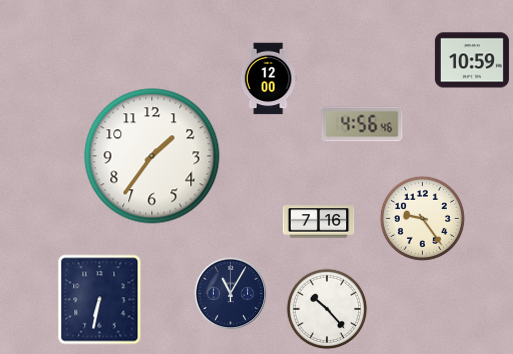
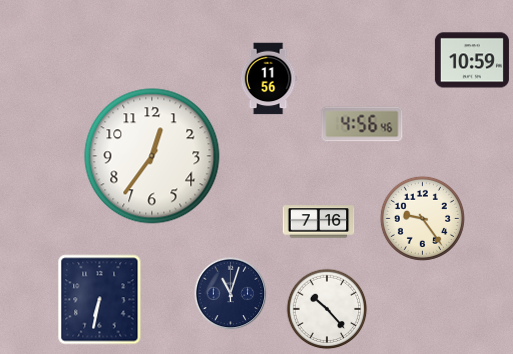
clock at (268, 79): 12:00 -> 11:56
clock at (152, 156): 1:36 -> 12:36
clock at (231, 294): 11:05 -> 11:03
